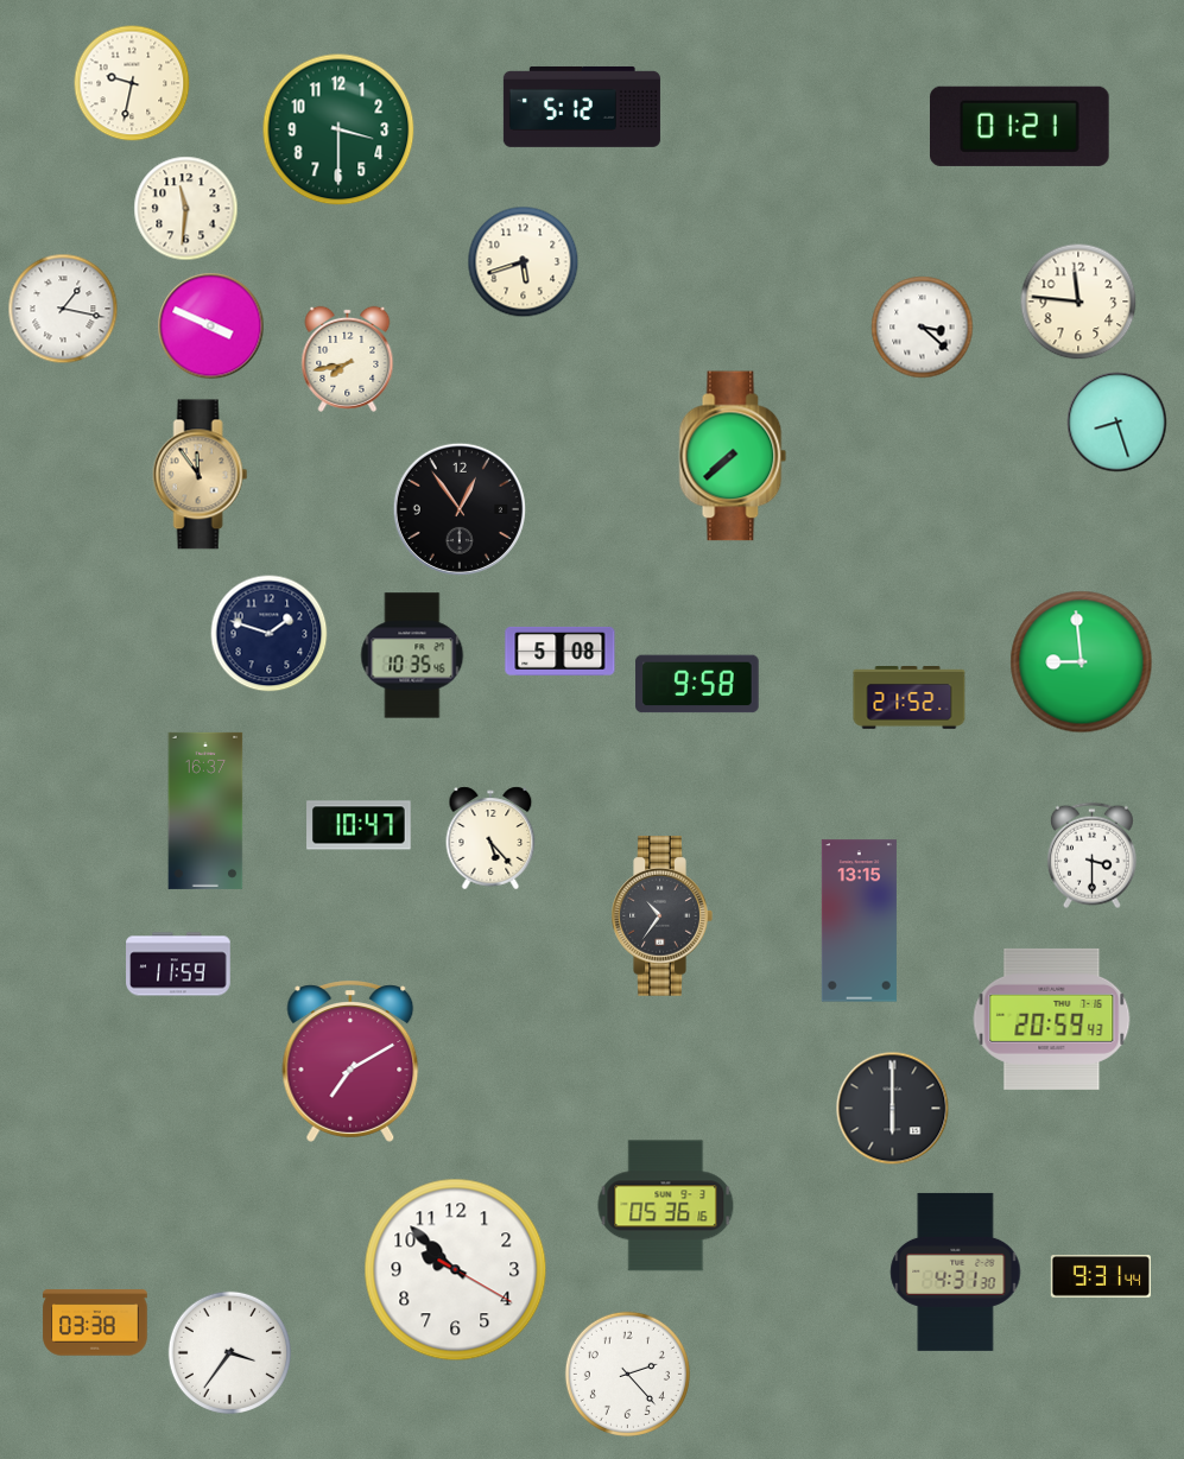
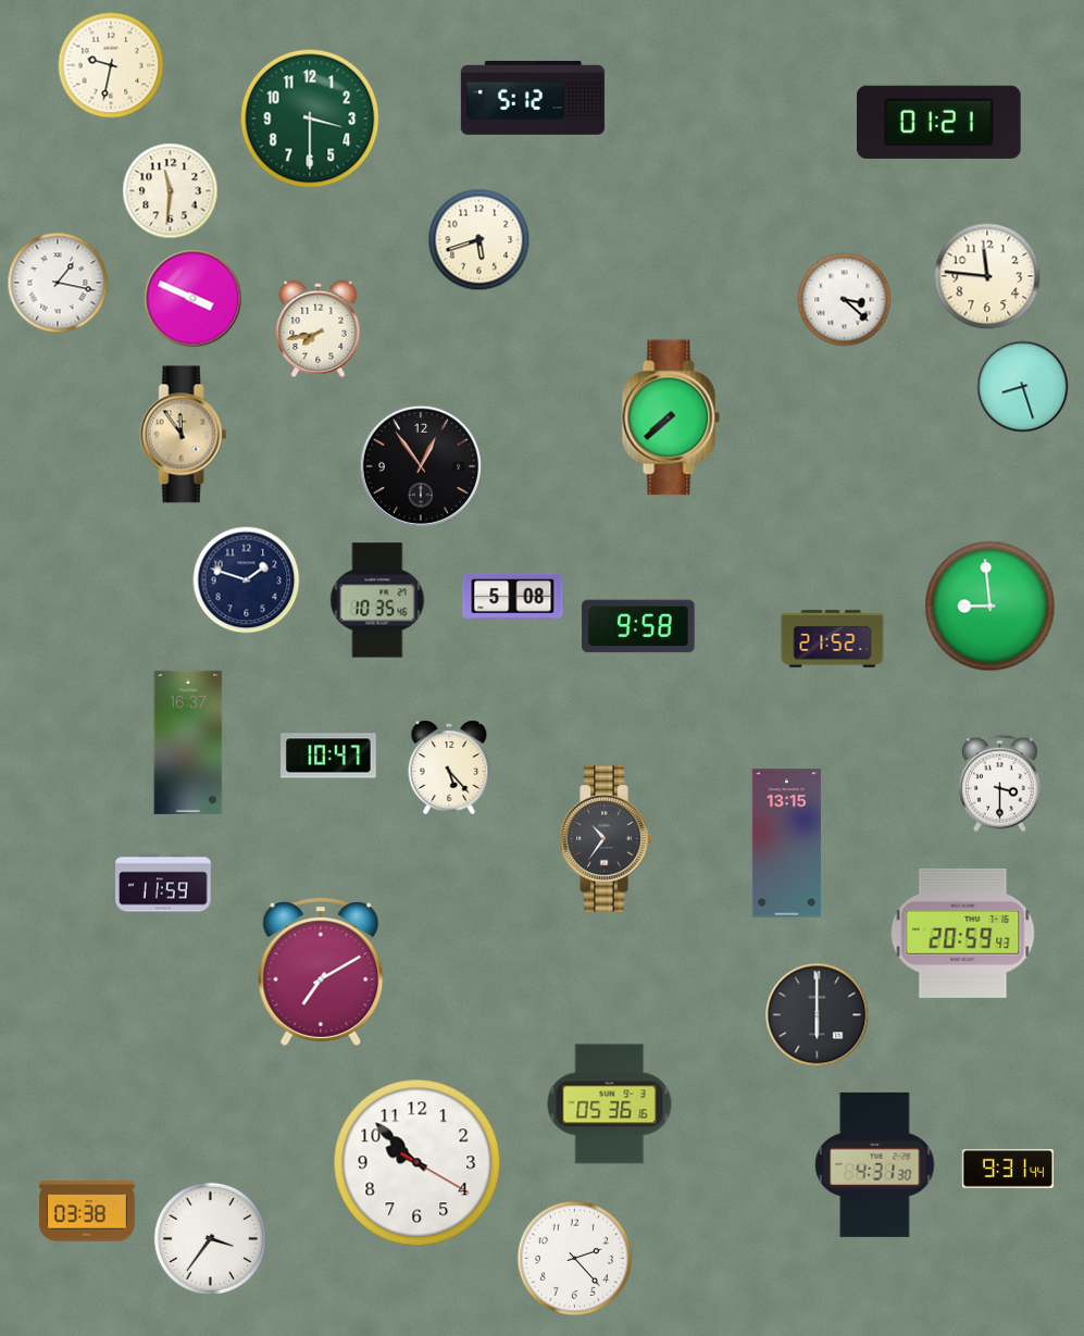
clock at (132, 83) position: (132, 83) -> (111, 65)
clock at (1020, 126) position: (1020, 126) -> (939, 122)
